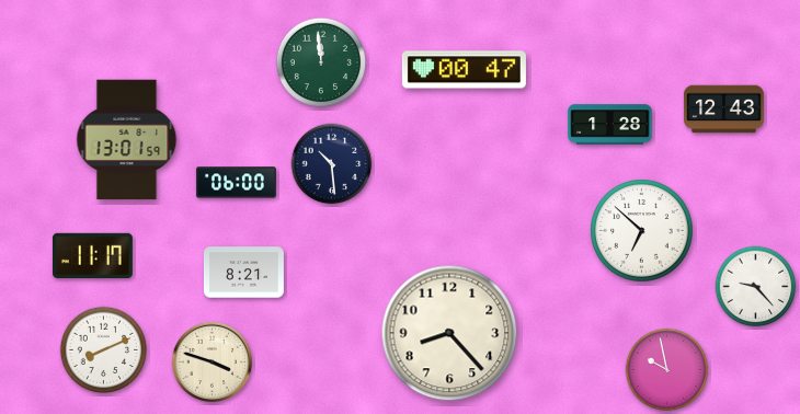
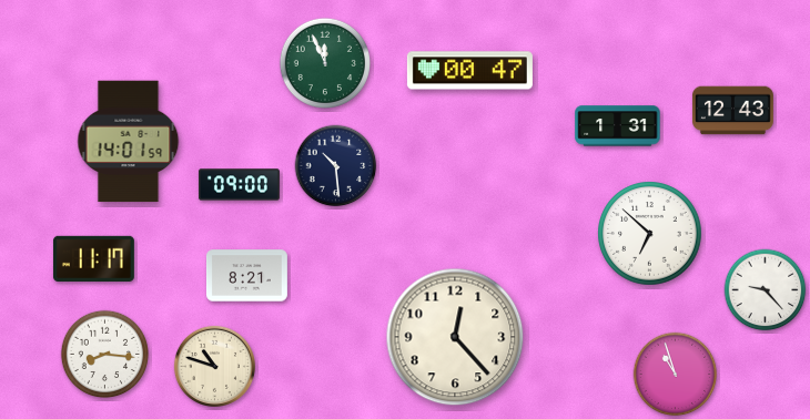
clock at (320, 61): 11:59 -> 11:56
clock at (610, 125): 1:28 -> 1:31
clock at (127, 140): 13:01 -> 14:01
clock at (236, 183): 06:00 -> 09:00
clock at (449, 333): 8:23 -> 12:23
clock at (104, 350): 8:11 -> 8:16
clock at (212, 361): 3:48 -> 10:48
clock at (667, 370): 9:58 -> 10:57
